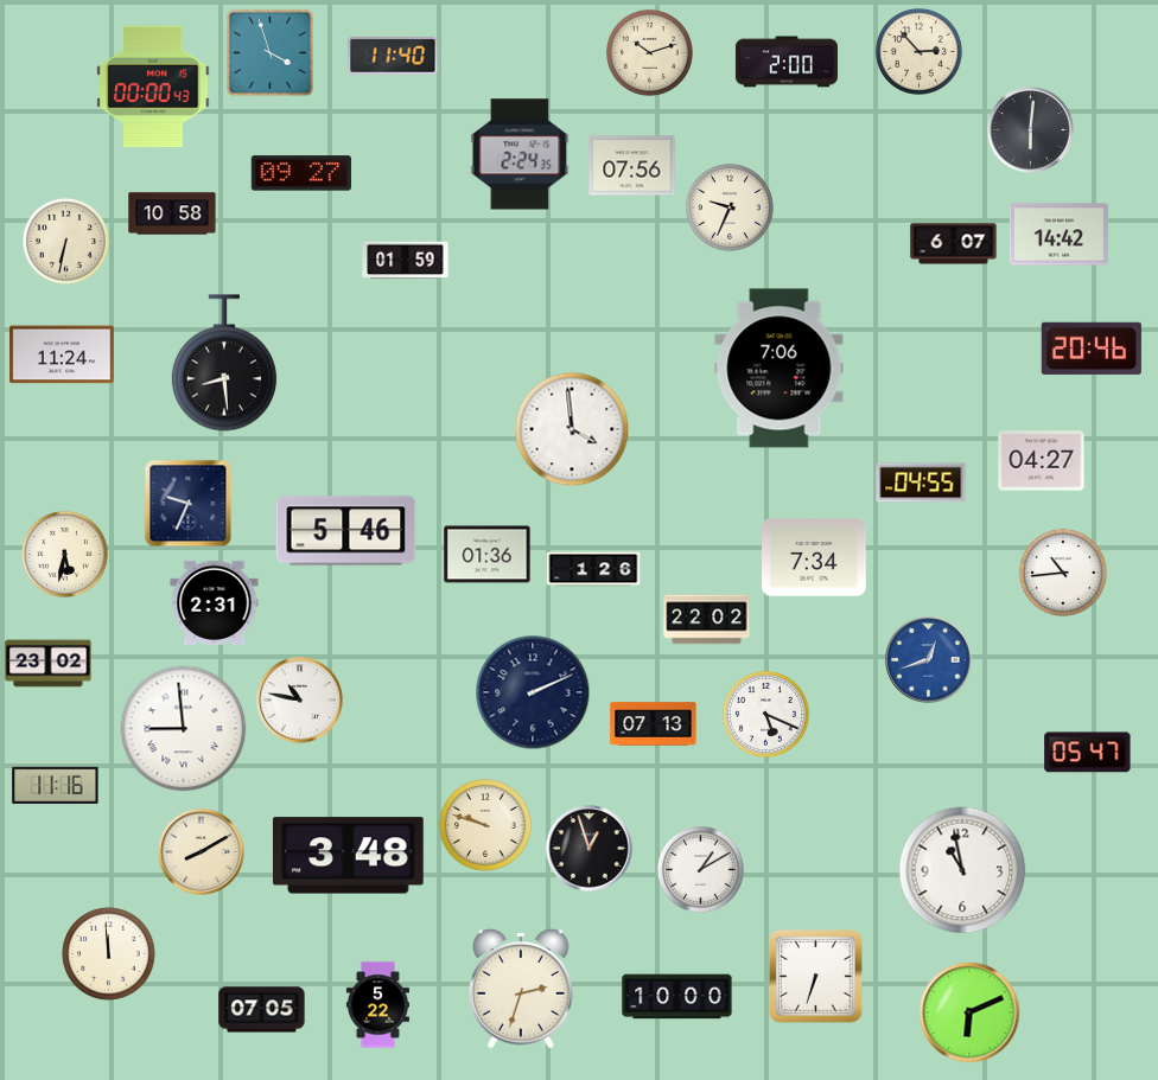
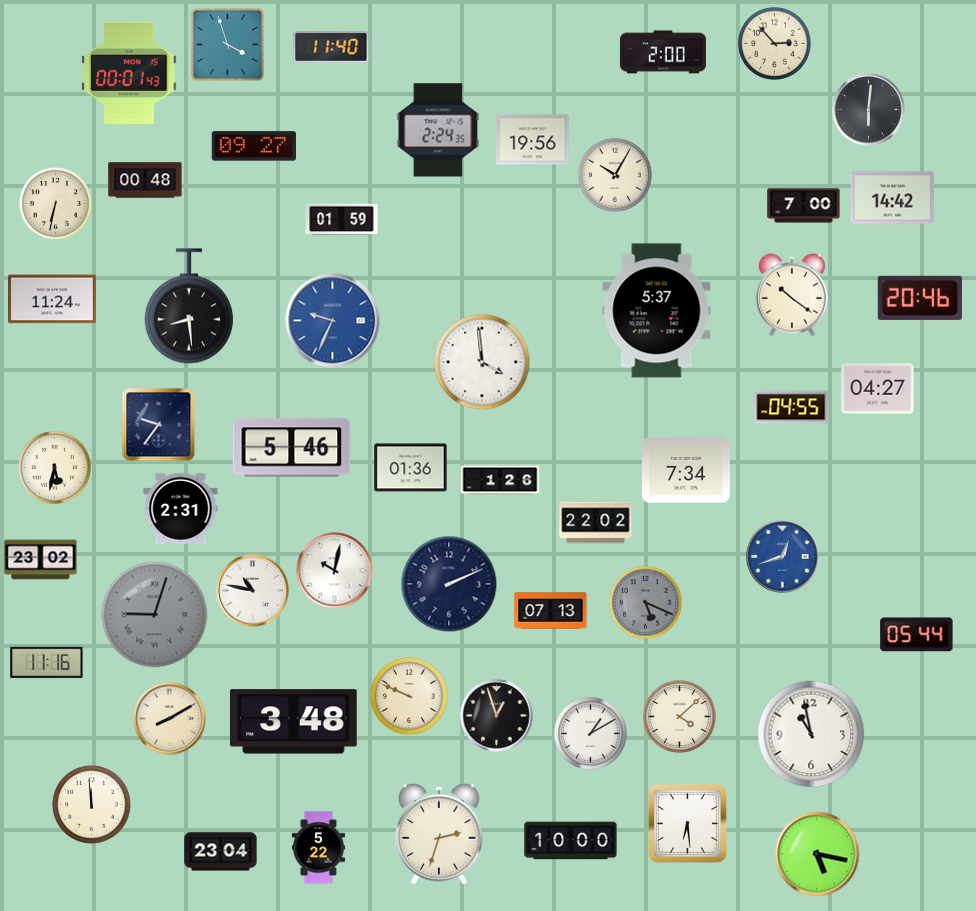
clock at (649, 52): 10:12 -> none
clock at (153, 85): 00:00 -> 00:01
clock at (632, 166): 07:56 -> 19:56
clock at (730, 207): 9:34 -> 10:05
clock at (172, 213): 10:58 -> 00:48
clock at (954, 244): 6:07 -> 7:00
clock at (1092, 349) position: (1092, 349) -> (920, 298)
clock at (792, 295): none -> 10:21
clock at (780, 369): 7:06 -> 5:37
clock at (333, 321): none -> 9:34
clock at (921, 483) position: (921, 483) -> (791, 407)
clock at (189, 504): 9:34 -> 9:36
clock at (1063, 573): 10:44 -> none
clock at (335, 571): none -> 10:02
clock at (765, 714) dial: white -> grey
clock at (184, 729): 8:59 -> 9:03
clock at (184, 729) dial: white -> grey
clock at (1088, 753): 05:47 -> 05:44
clock at (485, 825): 9:48 -> 9:49
clock at (679, 716): none -> 4:08
clock at (816, 977): 6:33 -> 6:29
clock at (262, 1010): 07:05 -> 23:04
clock at (969, 1012): 6:11 -> 5:17
